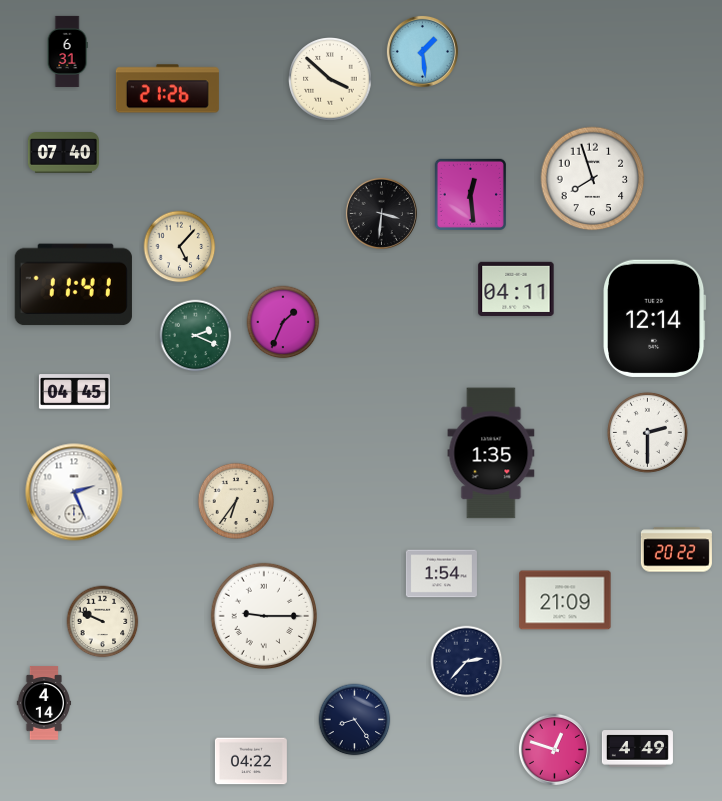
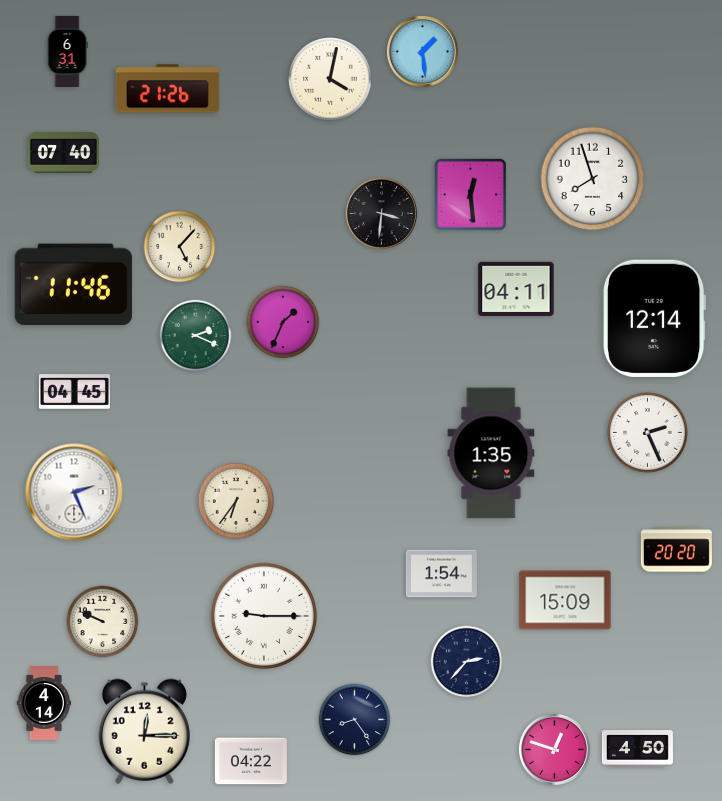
clock at (330, 79): 3:52 -> 4:02
clock at (73, 285): 11:41 -> 11:46
clock at (647, 432): 2:30 -> 2:26
clock at (676, 550): 20:22 -> 20:20
clock at (565, 600): 21:09 -> 15:09
clock at (144, 731): none -> 12:15
clock at (637, 749): 4:49 -> 4:50
